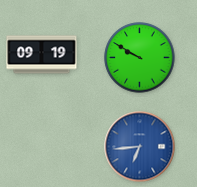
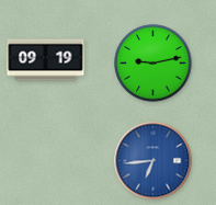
clock at (140, 58): 9:50 -> 9:13
